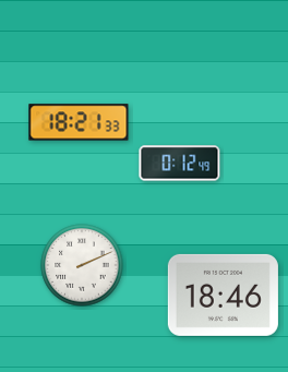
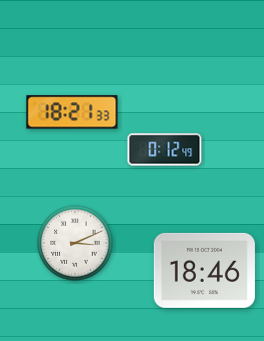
clock at (82, 265): 2:11 -> 3:11
